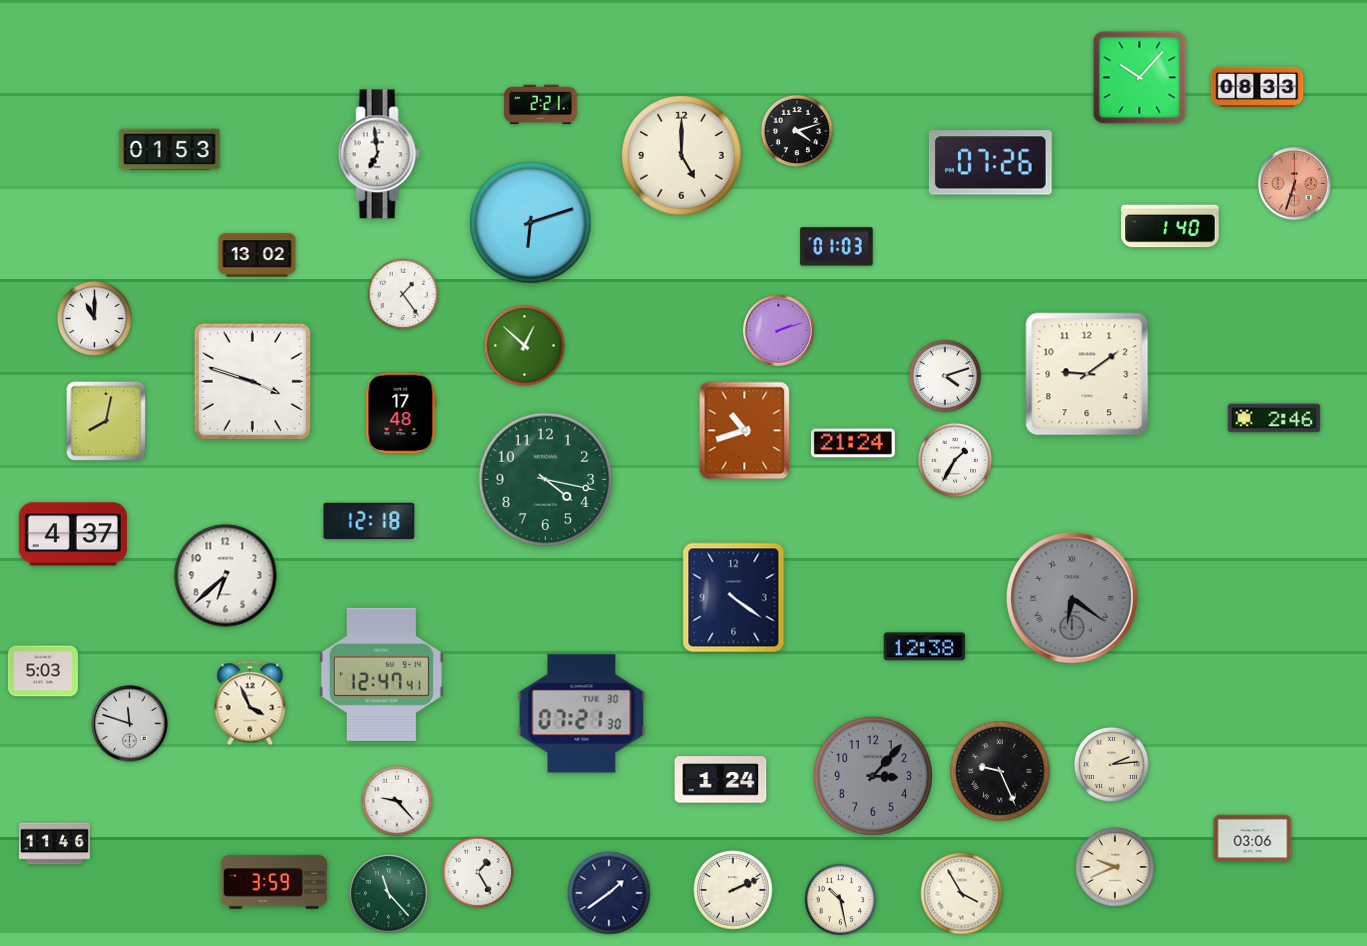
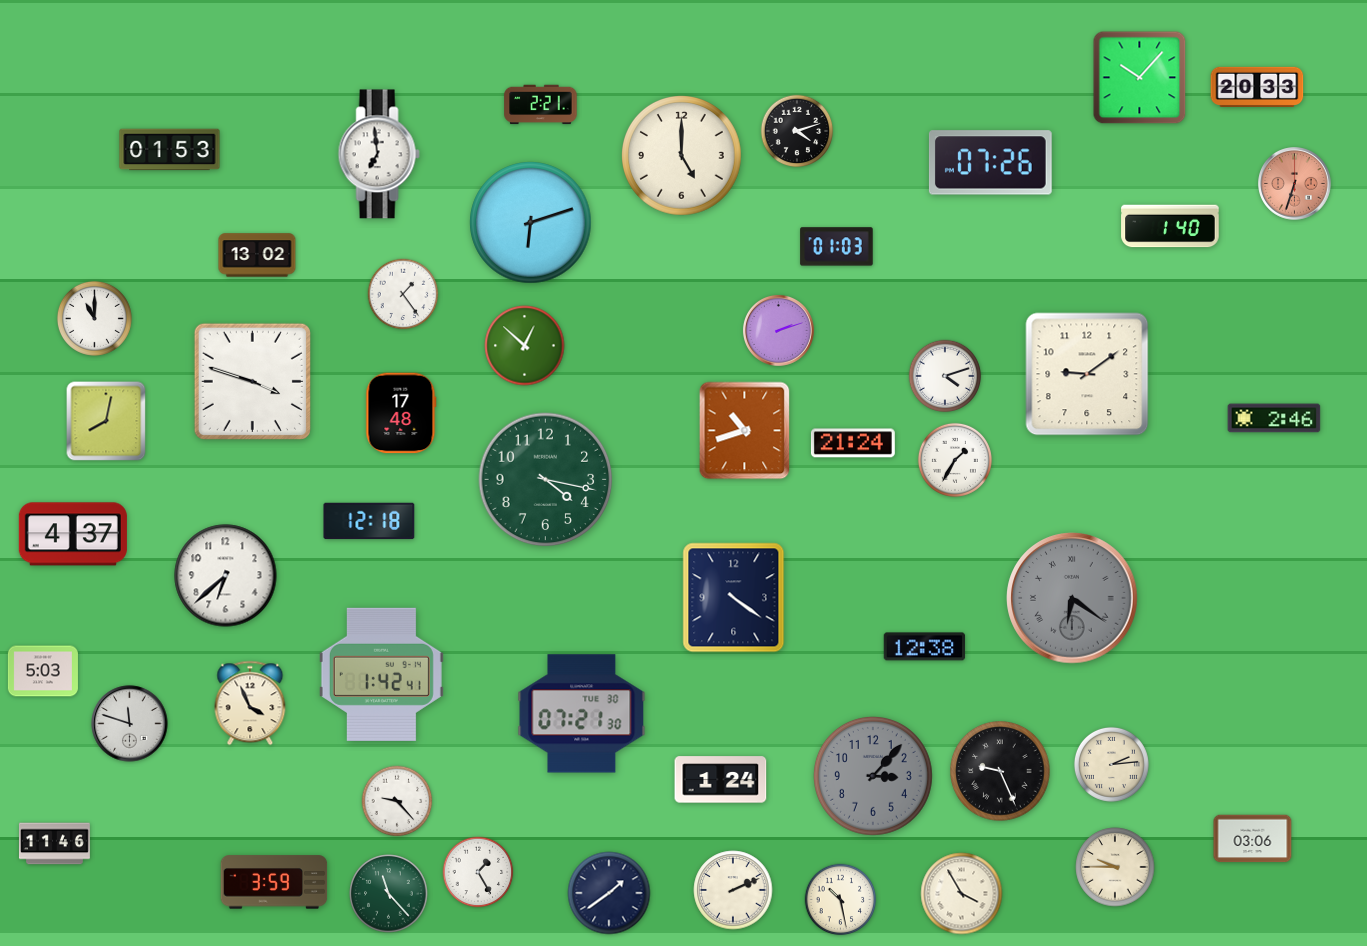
clock at (1257, 87): 08:33 -> 20:33
clock at (381, 674): 12:47 -> 1:42
clock at (1115, 867): 9:41 -> 9:45
